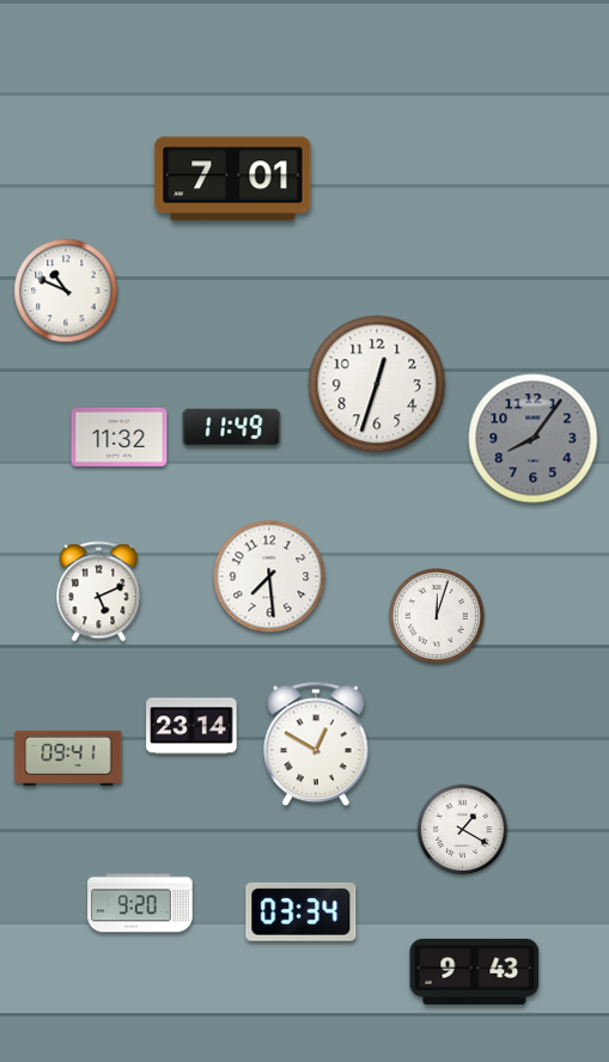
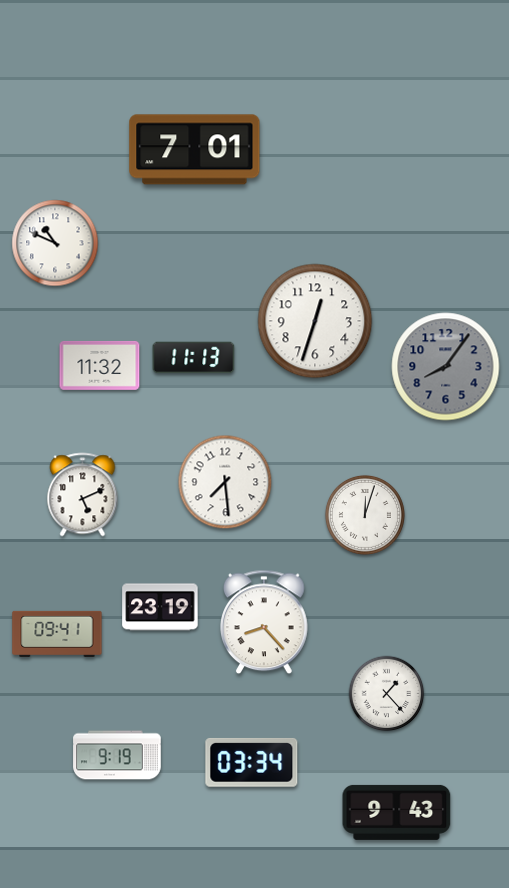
clock at (232, 428): 11:49 -> 11:13
clock at (191, 726): 23:14 -> 23:19
clock at (317, 744): 12:50 -> 8:23
clock at (463, 830): 1:20 -> 1:23
clock at (140, 903): 9:20 -> 9:19
